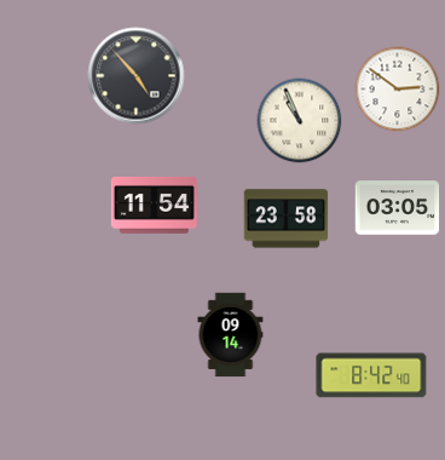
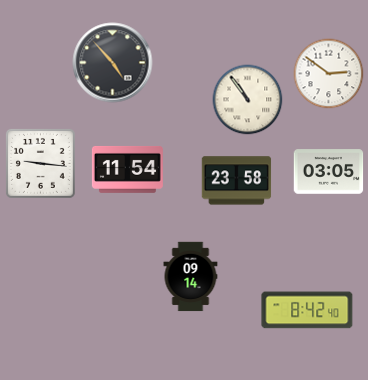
clock at (300, 121): 10:56 -> 10:54
clock at (40, 163): none -> 9:16
